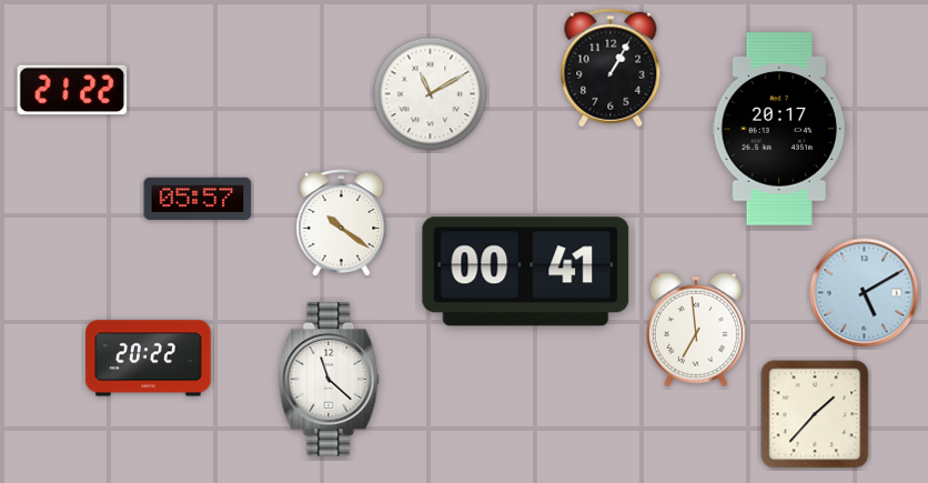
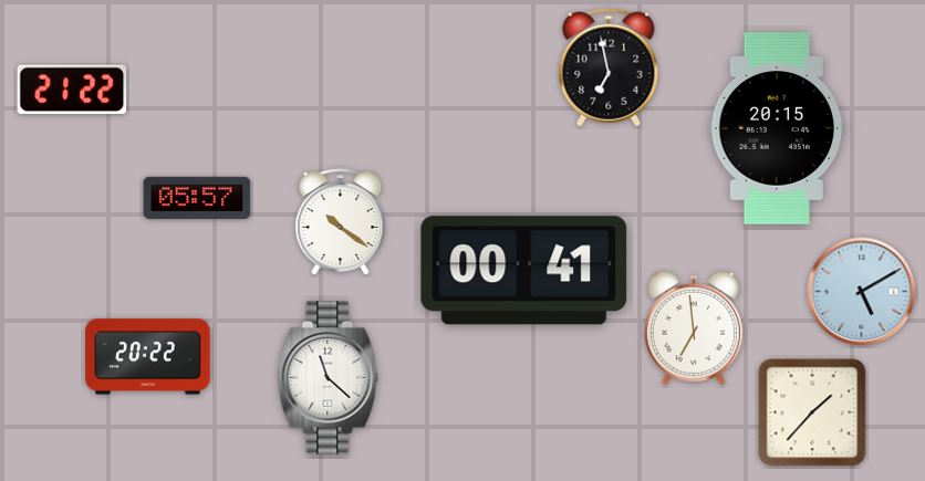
clock at (611, 68): 1:05 -> 6:58
clock at (431, 94): 11:10 -> none
clock at (779, 129): 20:17 -> 20:15
